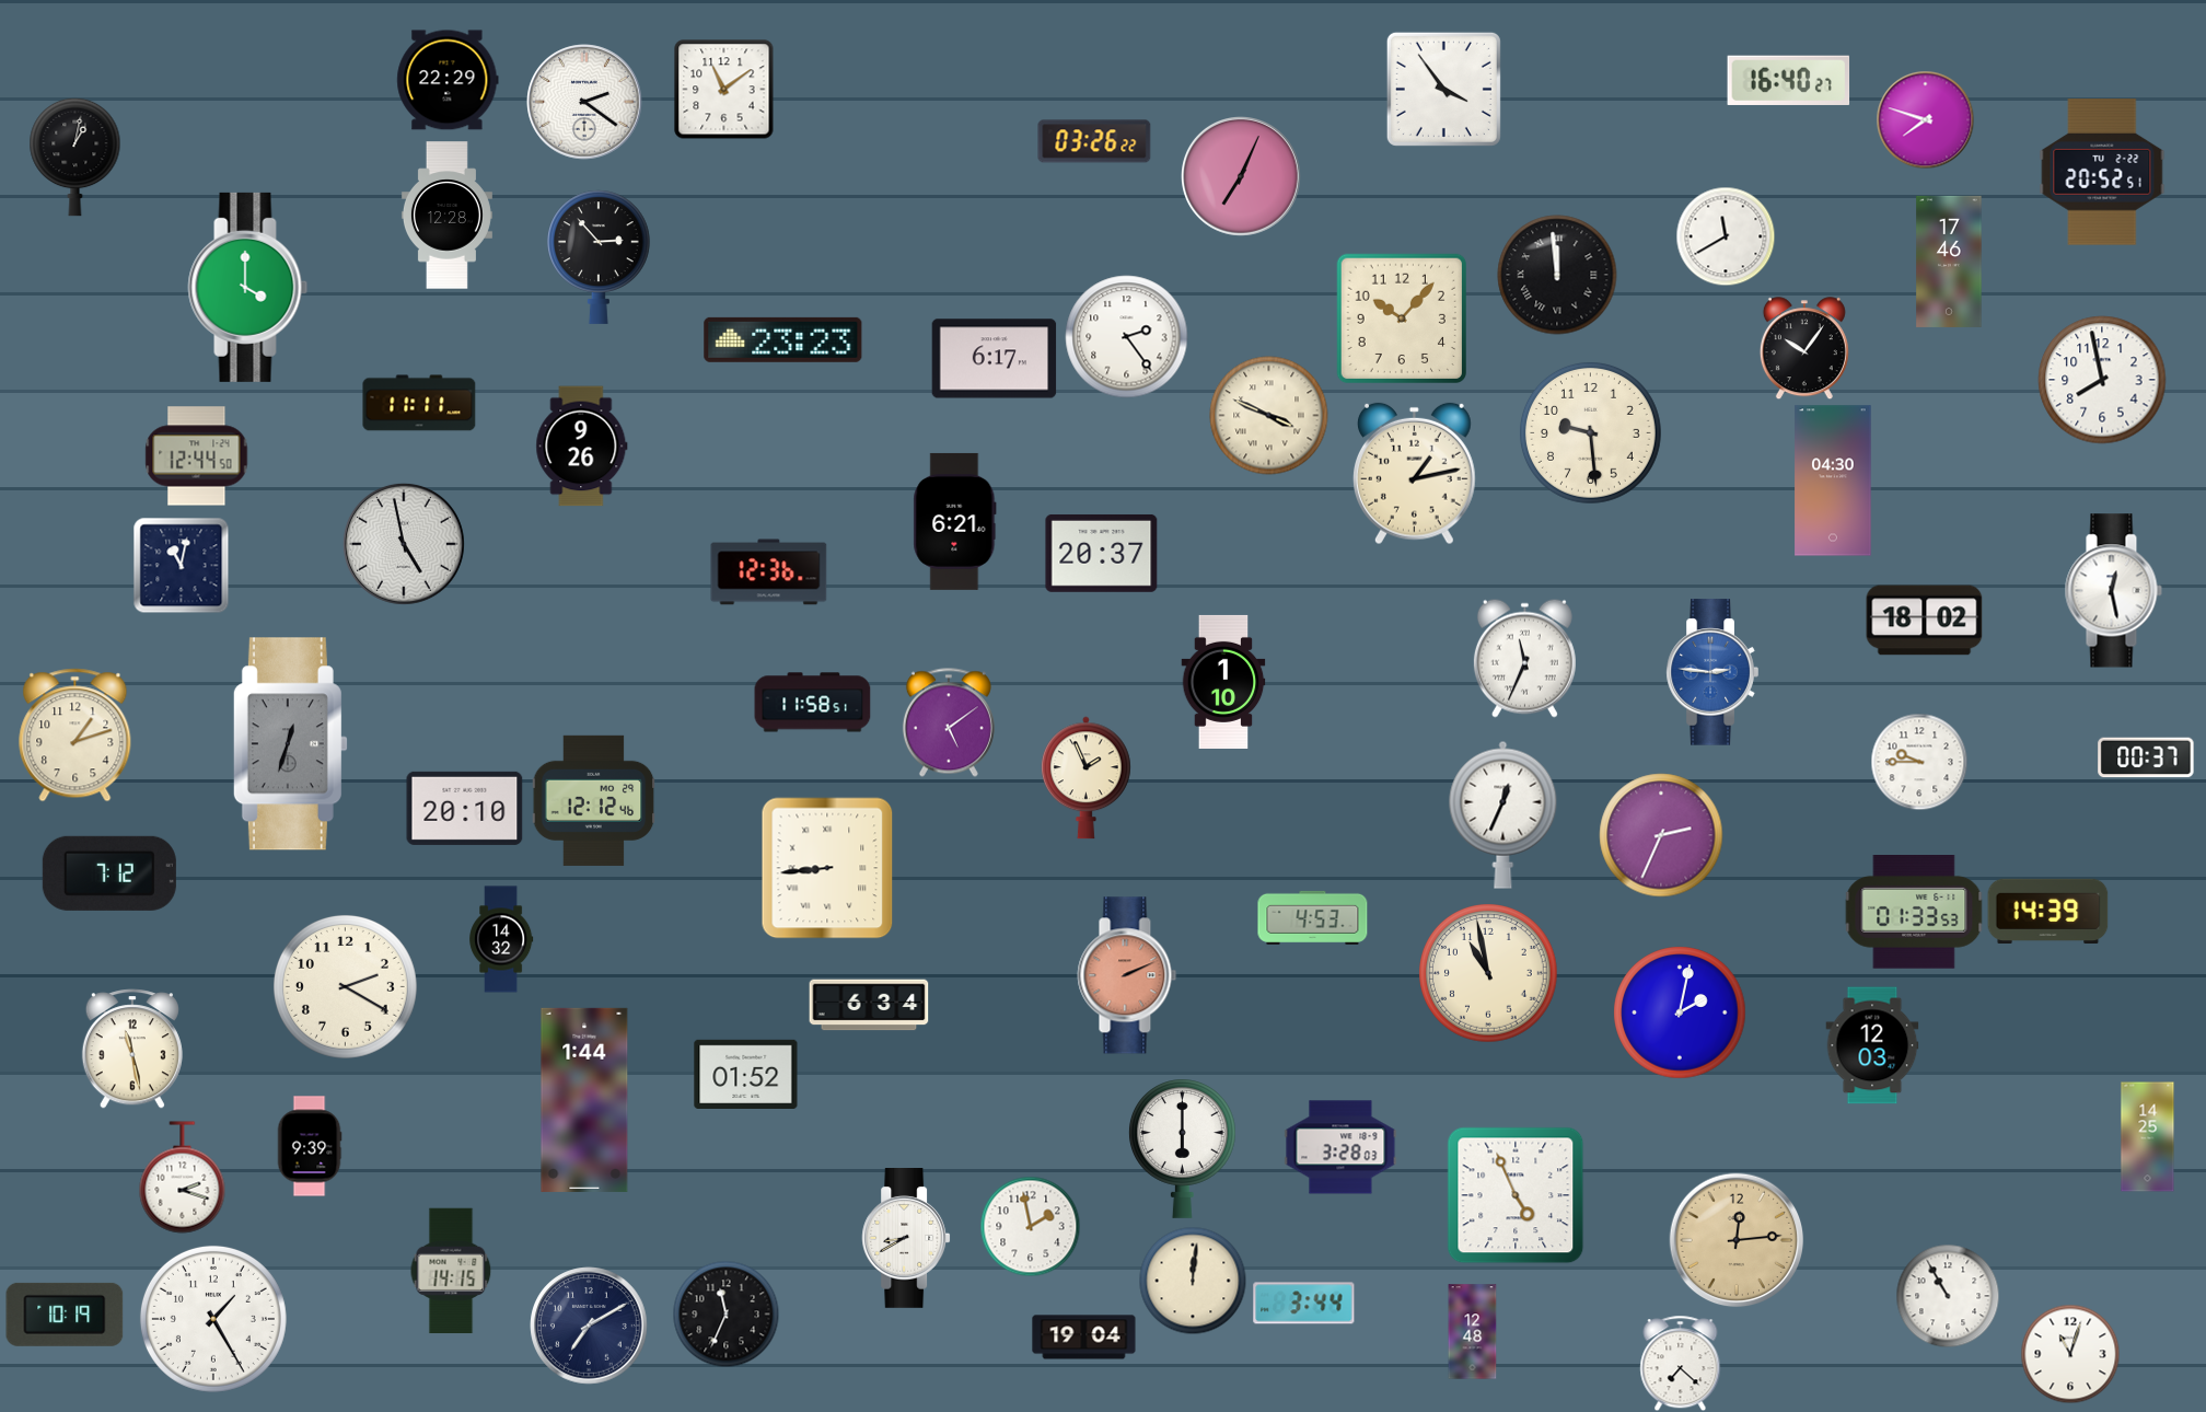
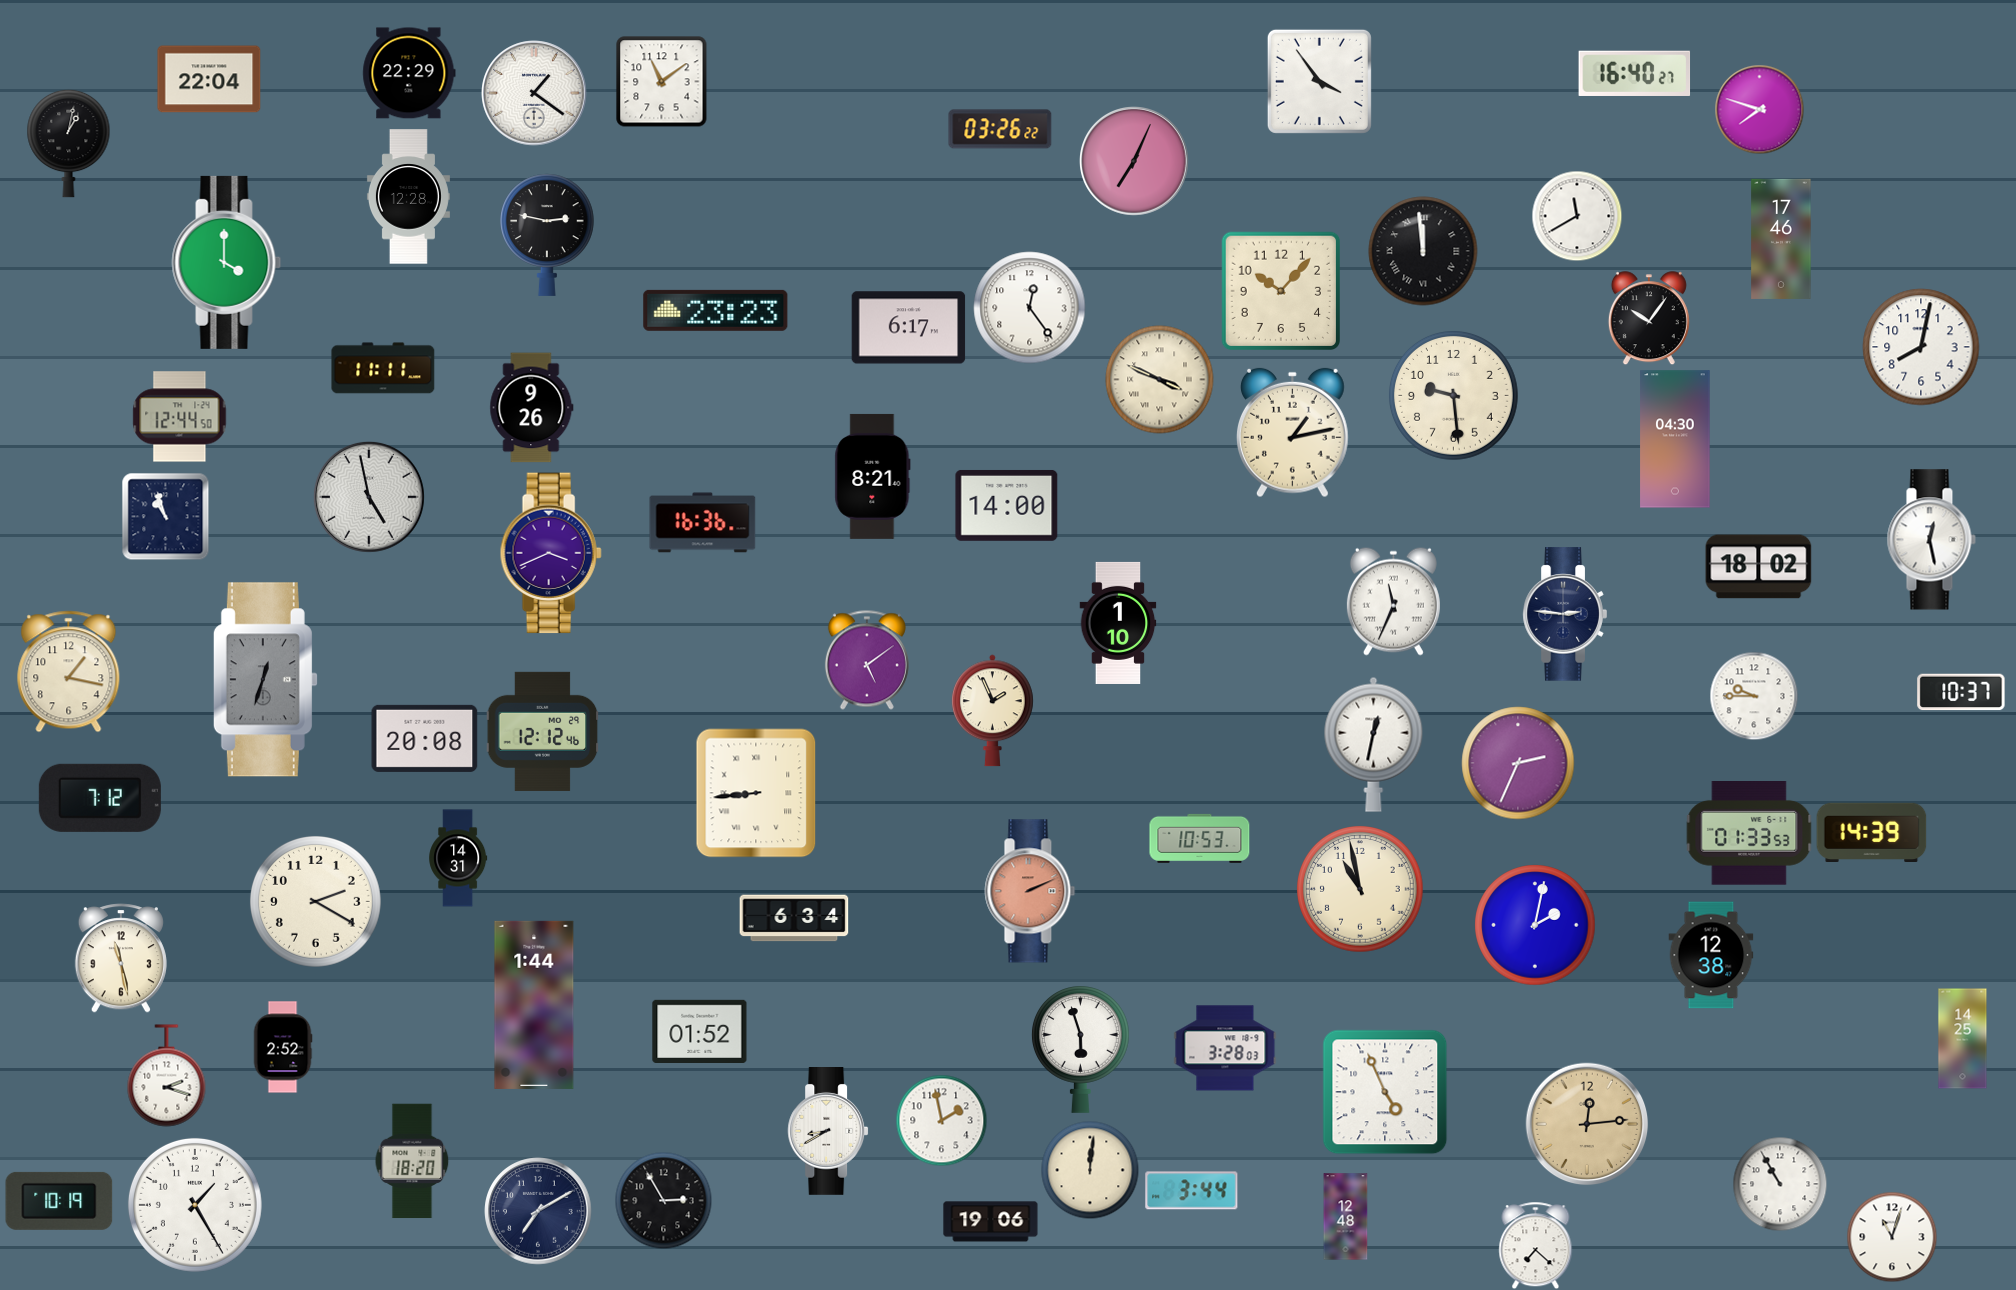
clock at (209, 79): none -> 22:04
clock at (584, 102): 2:21 -> 1:21
clock at (2102, 172): 20:52 -> none
clock at (600, 257): 2:53 -> 2:47
clock at (1127, 337): 2:24 -> 12:24
clock at (2102, 380): 7:58 -> 8:02
clock at (955, 521): 6:21 -> 8:21
clock at (1102, 553): 20:37 -> 14:00
clock at (181, 565): 11:02 -> 10:57
clock at (769, 572): 12:36 -> 16:36
clock at (551, 553): none -> 3:41
clock at (1712, 672) dial: blue -> navy
clock at (813, 703): 11:58 -> none
clock at (76, 736): 1:12 -> 1:17
clock at (2146, 757): 00:37 -> 10:37
clock at (465, 808): 20:10 -> 20:08
clock at (1503, 814): 12:34 -> 12:32
clock at (1313, 917): 4:53 -> 10:53
clock at (501, 939): 14:32 -> 14:31
clock at (1872, 1045): 12:03 -> 12:38
clock at (746, 1074) position: (746, 1074) -> (700, 1031)
clock at (310, 1146): 9:39 -> 2:52
clock at (1182, 1148): 6:00 -> 5:57
clock at (1737, 1240) position: (1737, 1240) -> (1587, 1124)
clock at (451, 1271): 14:15 -> 18:20
clock at (725, 1313): 11:34 -> 2:55
clock at (1084, 1338): 19:04 -> 19:06
